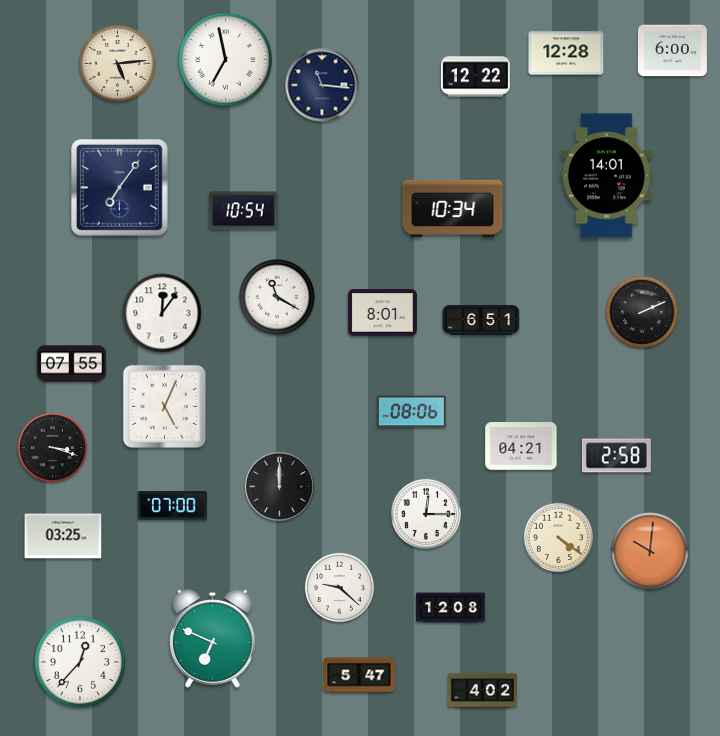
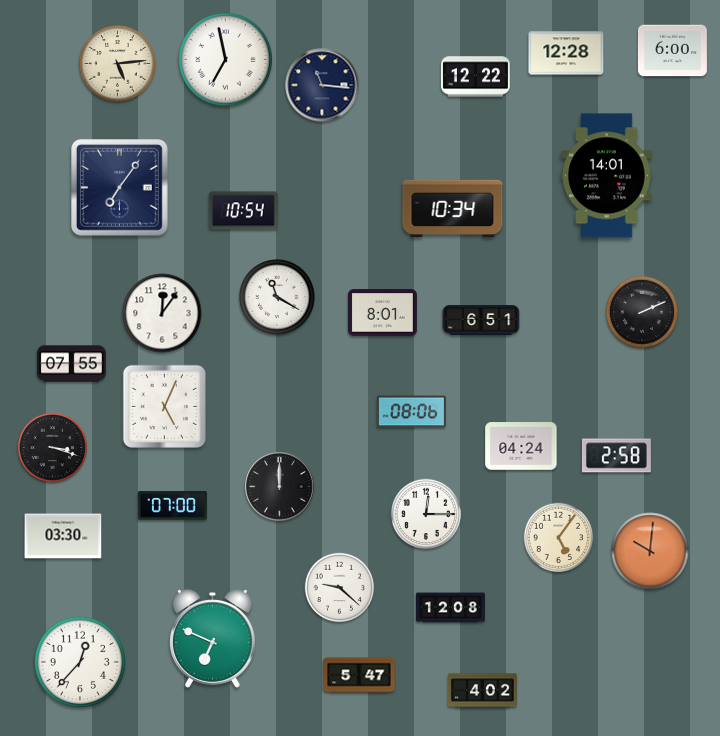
clock at (521, 446): 04:21 -> 04:24
clock at (63, 536): 03:25 -> 03:30
clock at (559, 538): 4:21 -> 5:06
